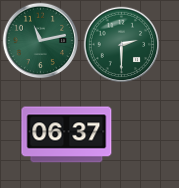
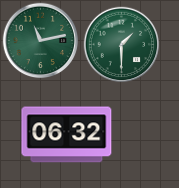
clock at (122, 45): 2:30 -> 1:30
clock at (67, 135): 06:37 -> 06:32
